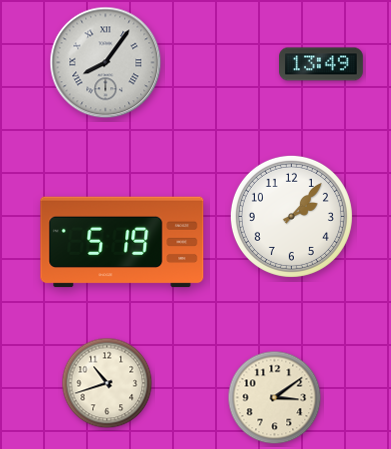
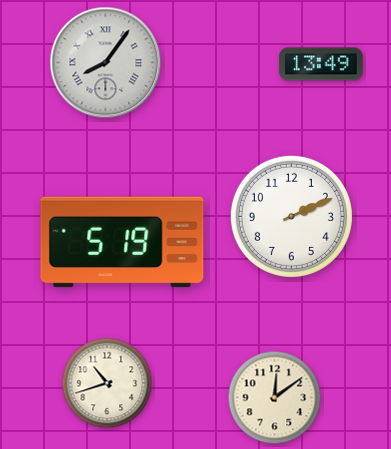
clock at (291, 216): 2:07 -> 2:11
clock at (275, 398): 3:09 -> 12:09
